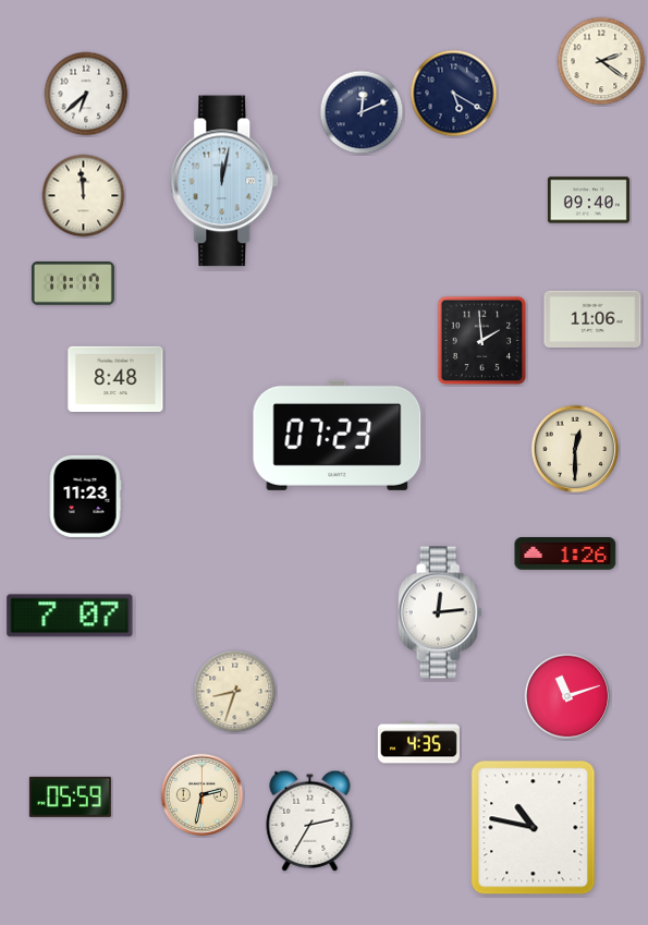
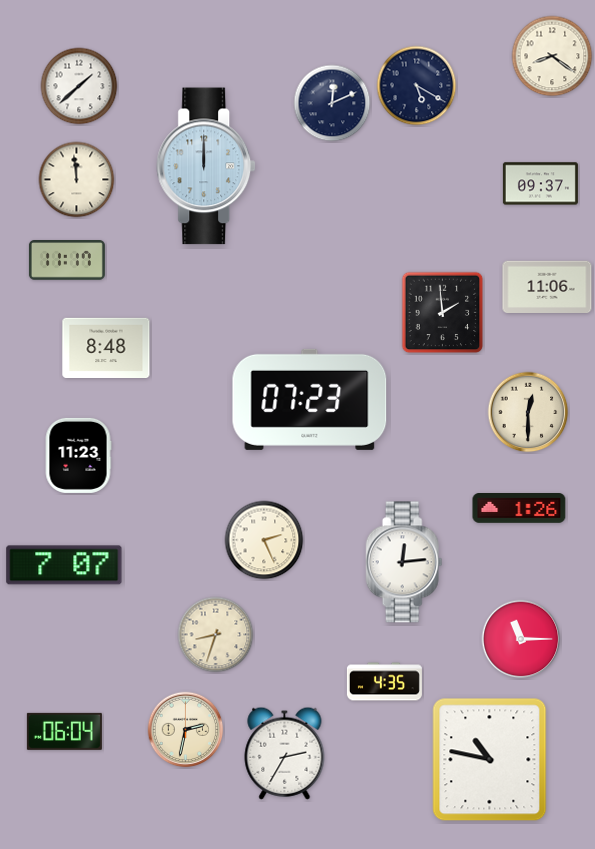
clock at (601, 61): 2:21 -> 8:21
clock at (86, 94): 6:38 -> 1:38
clock at (225, 181): 12:02 -> 12:00
clock at (588, 200): 09:40 -> 09:37
clock at (592, 318) position: (592, 318) -> (547, 286)
clock at (264, 540): none -> 2:26
clock at (567, 696): 11:12 -> 11:15
clock at (70, 796): 05:59 -> 06:04
